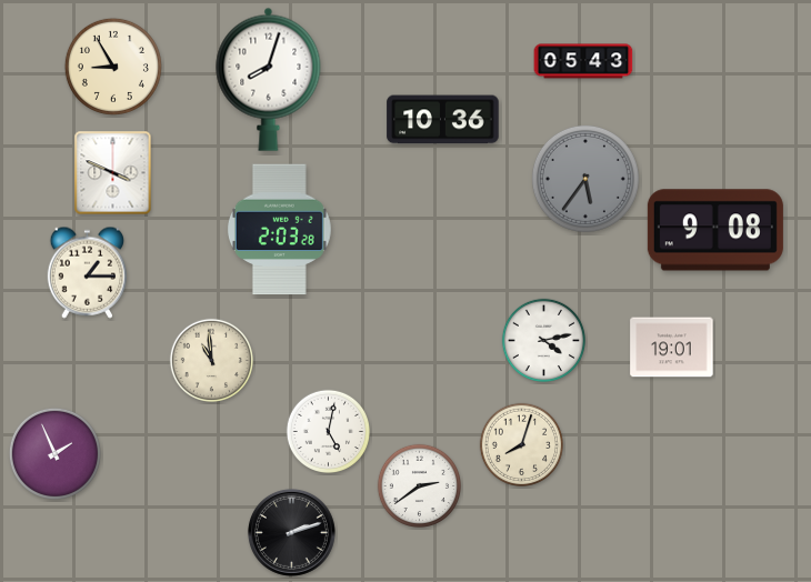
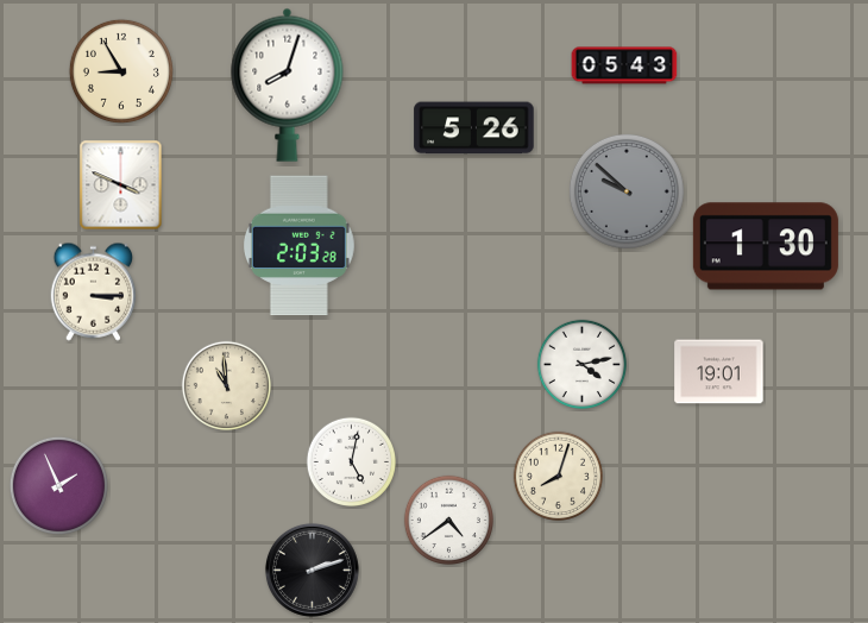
clock at (443, 120): 10:36 -> 5:26
clock at (585, 179): 5:36 -> 9:52
clock at (715, 230): 9:08 -> 1:30
clock at (88, 272): 1:15 -> 3:15
clock at (419, 485): 2:39 -> 4:39
